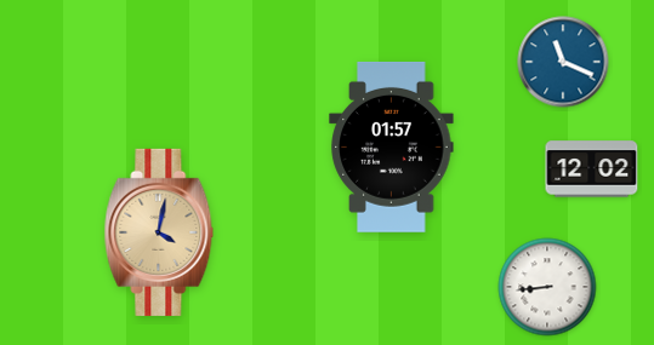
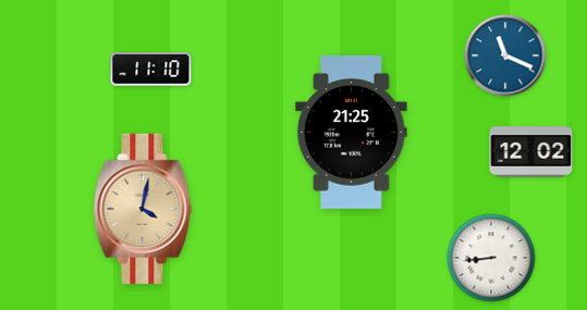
clock at (151, 70): none -> 11:10
clock at (392, 146): 01:57 -> 21:25
